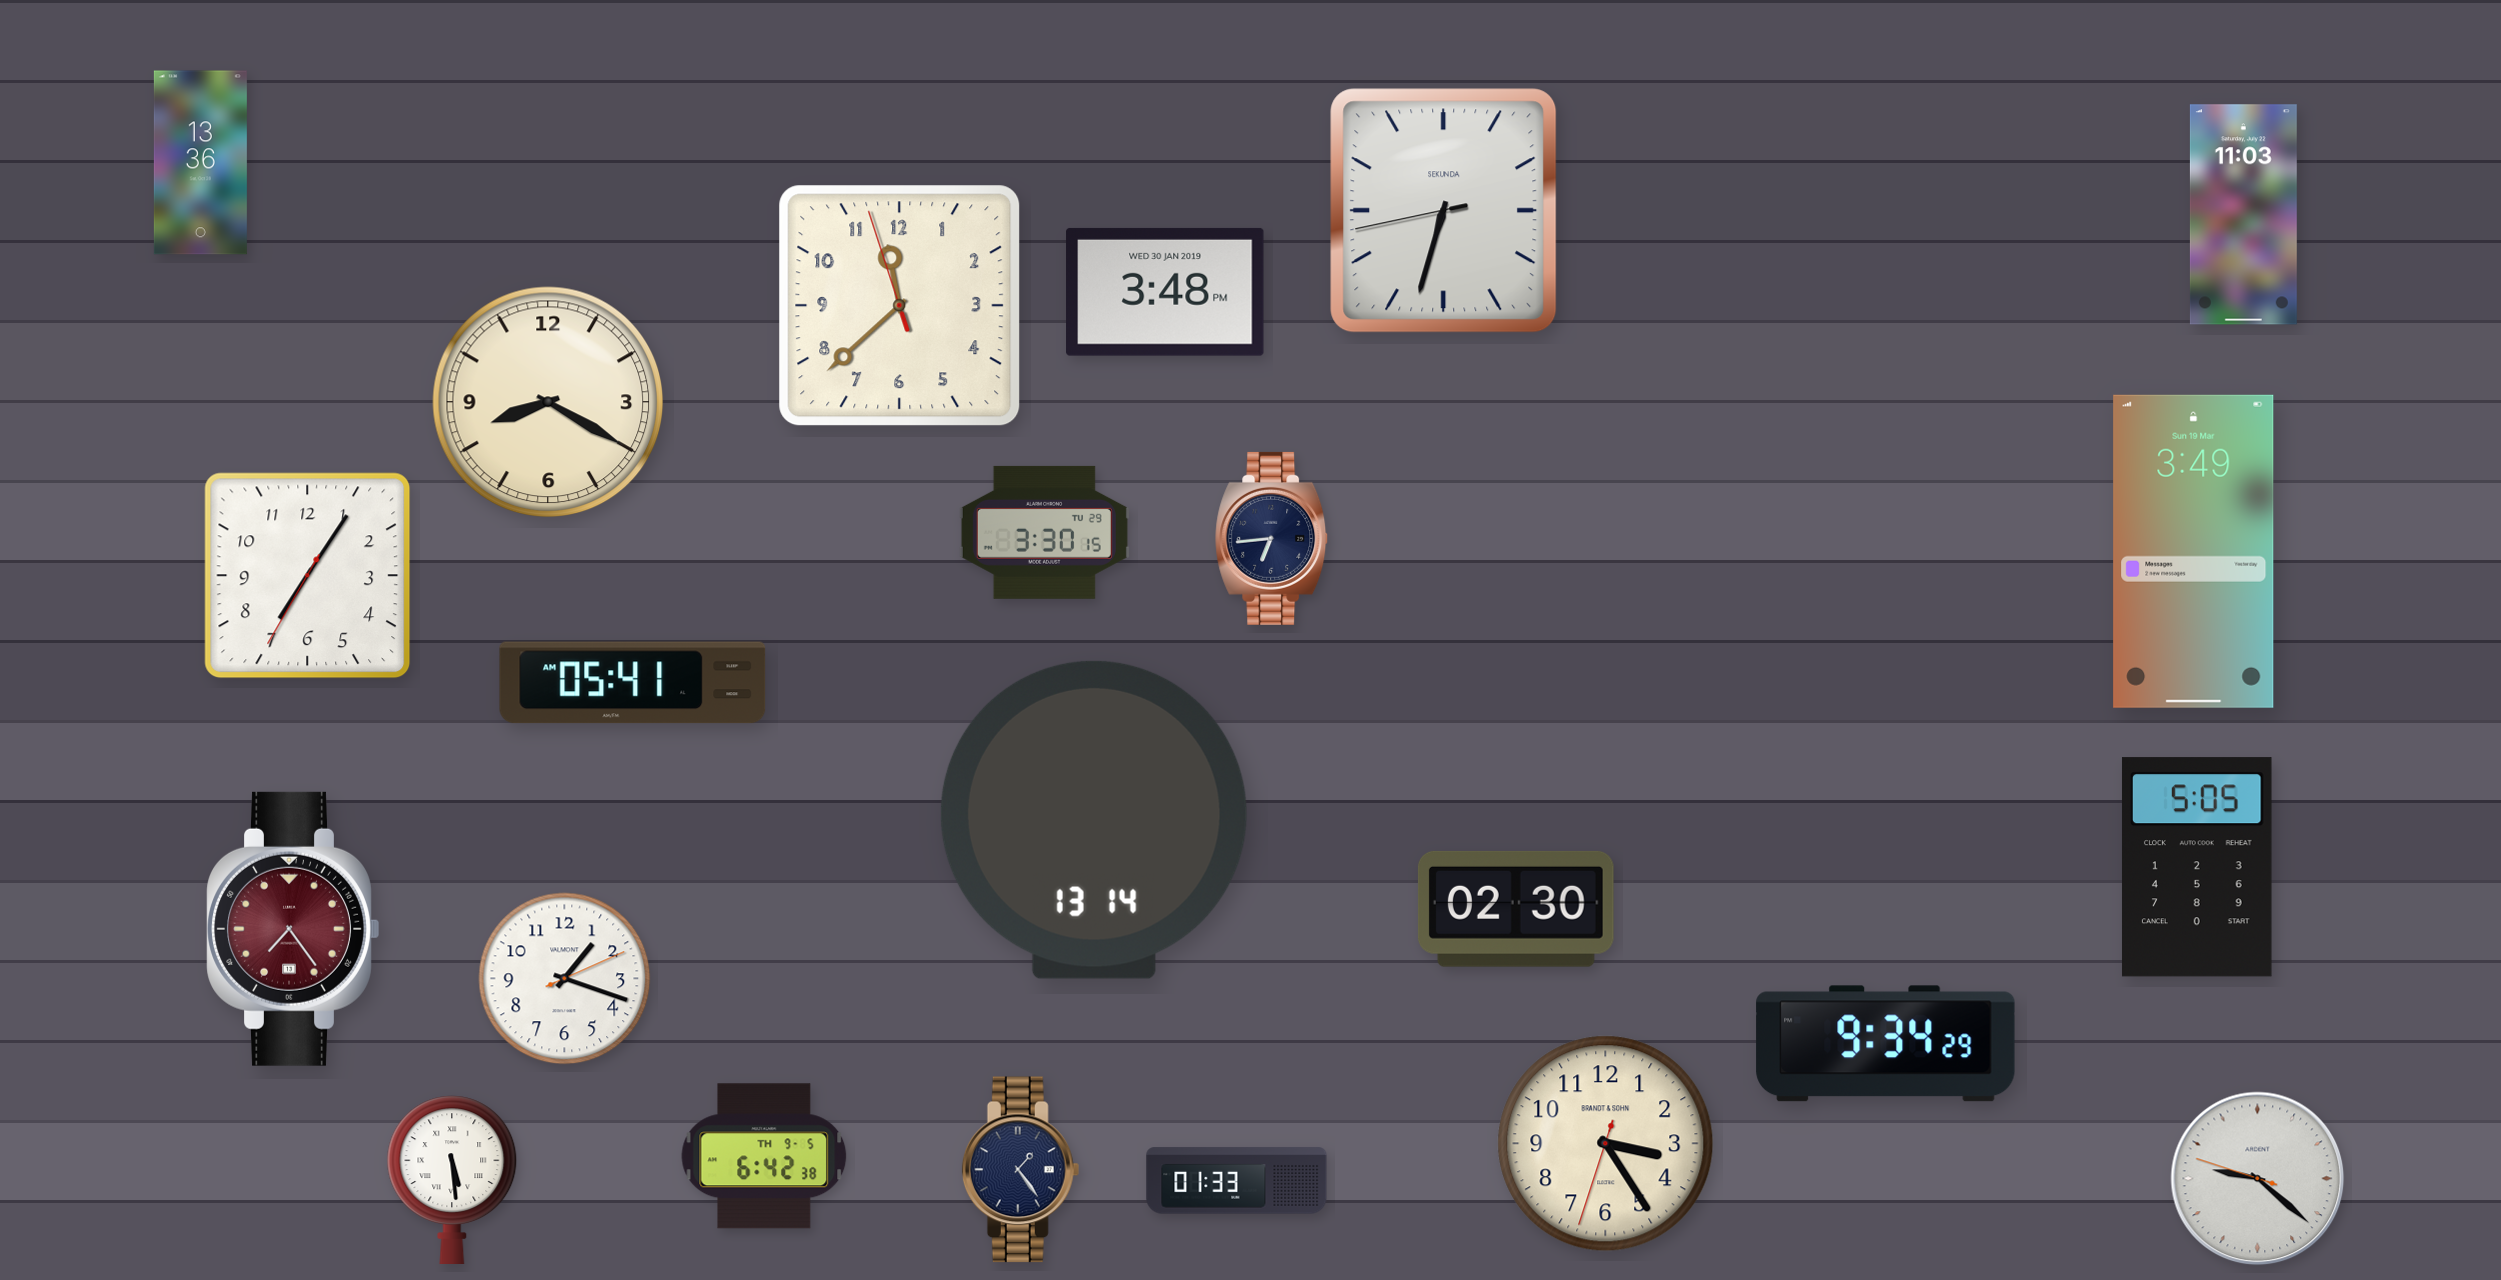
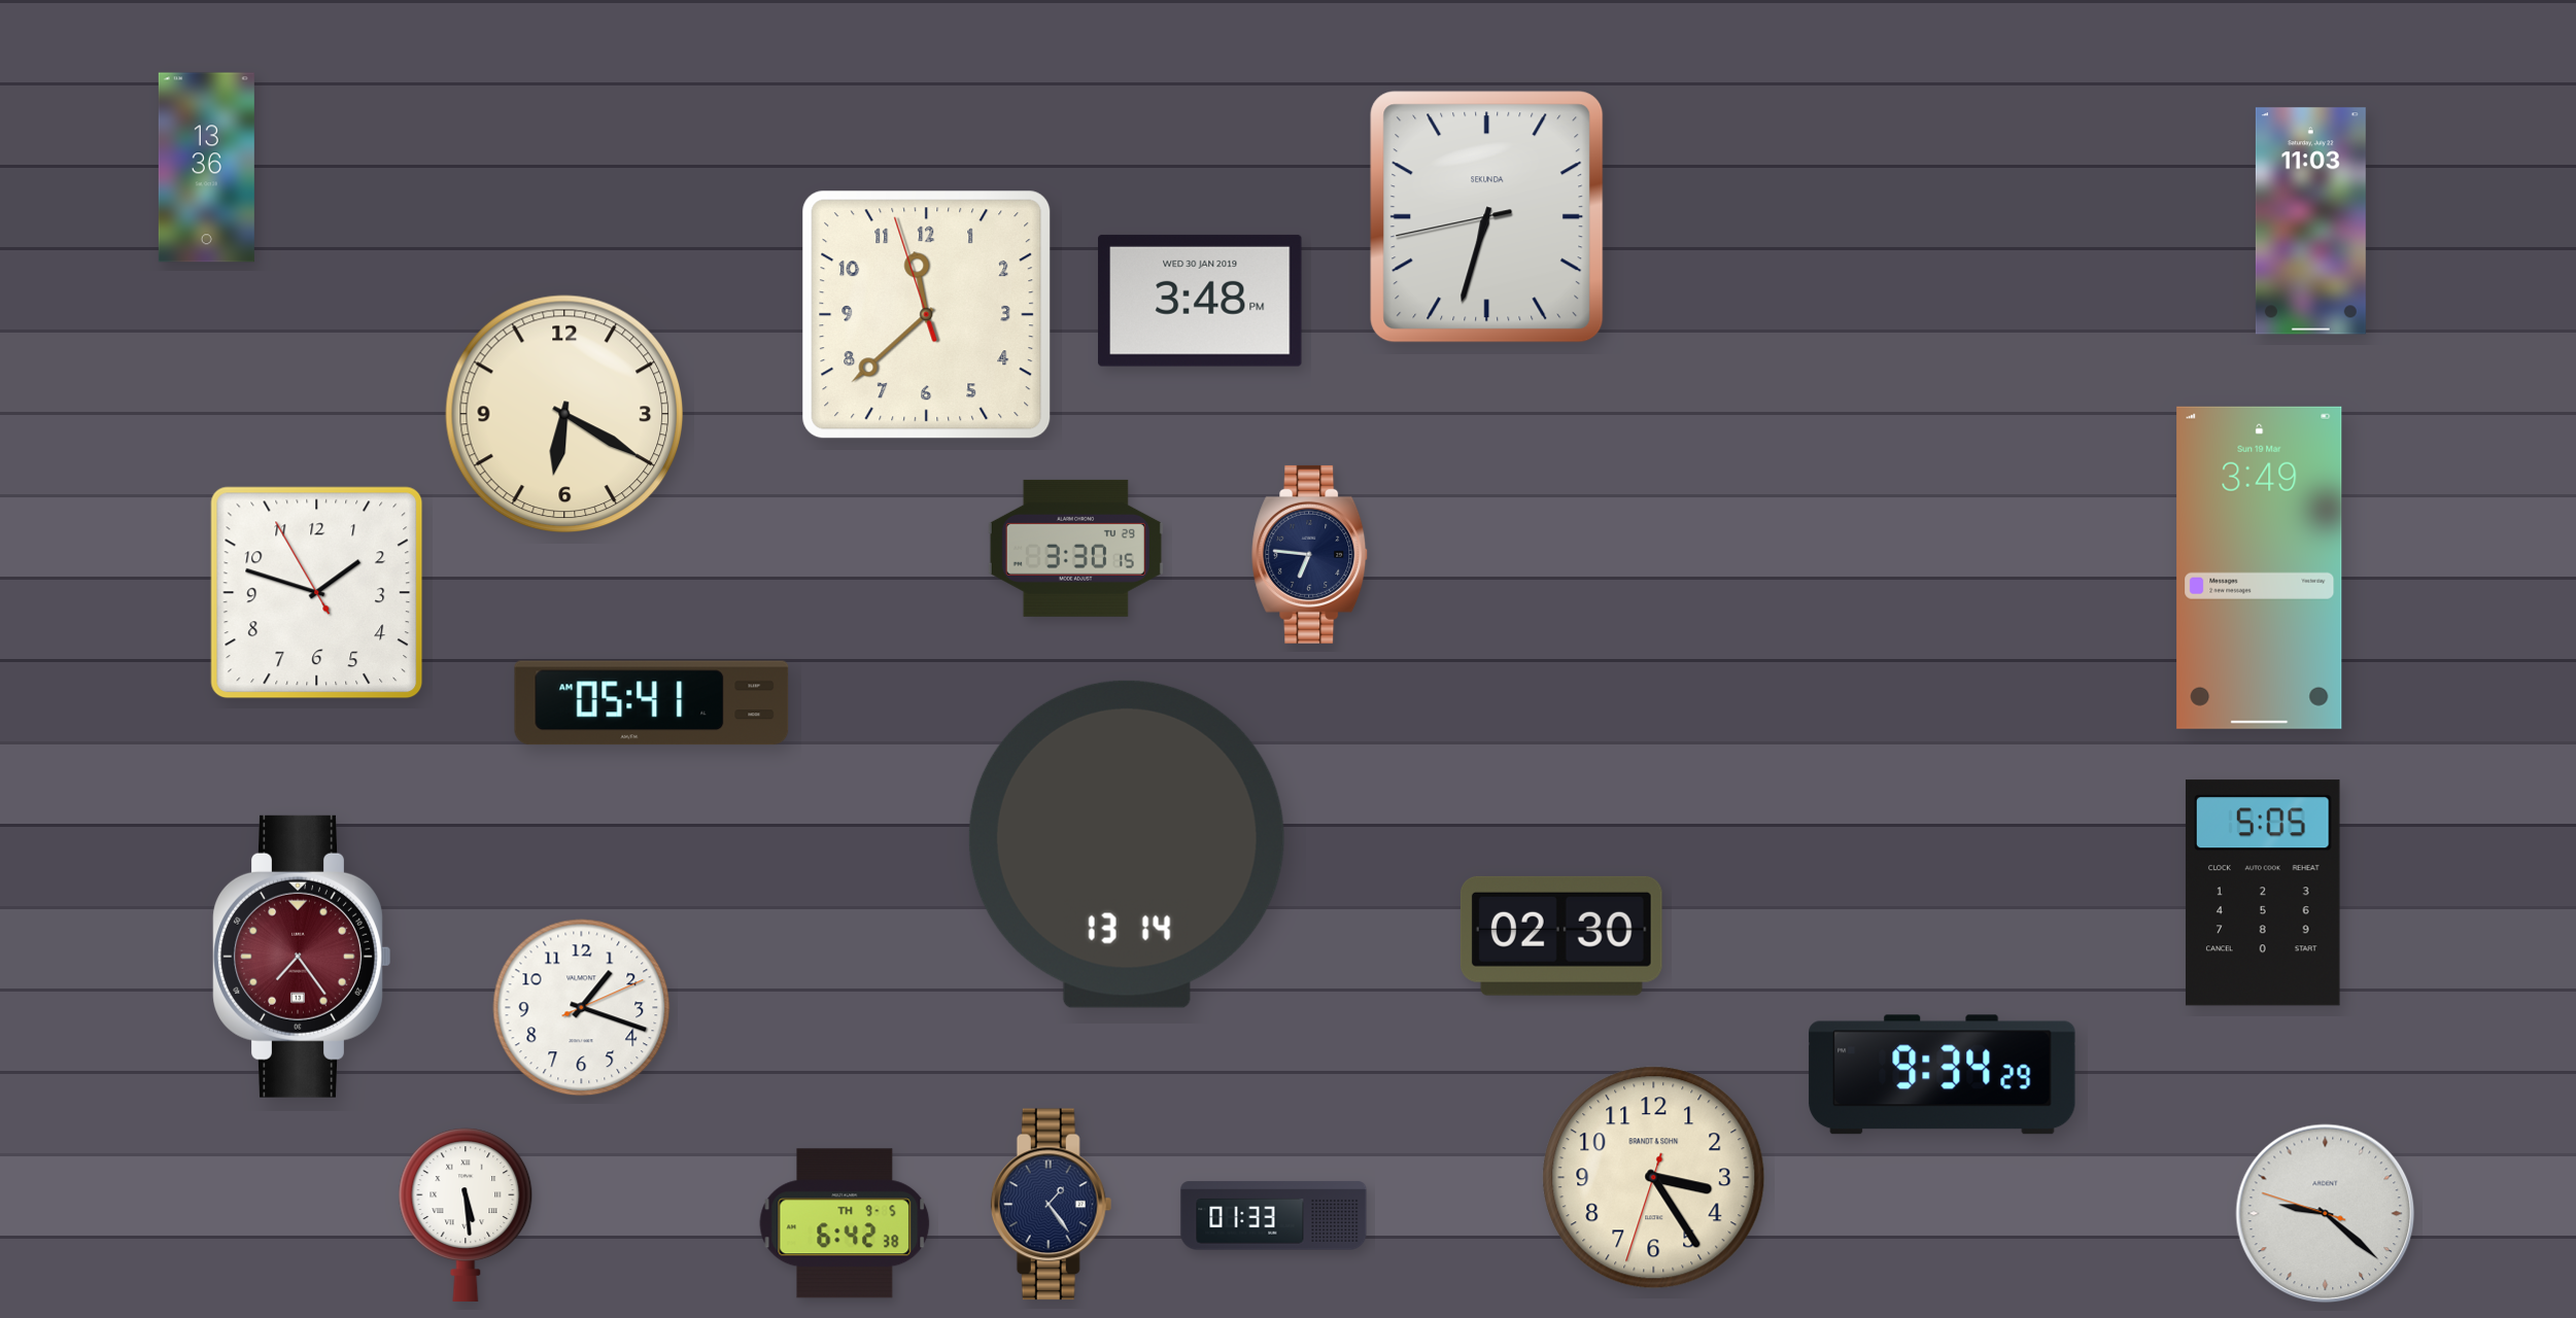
clock at (548, 402): 8:20 -> 6:20
clock at (1272, 538): 6:44 -> 6:46
clock at (308, 576): 7:05 -> 1:47
clock at (764, 1156) position: (764, 1156) -> (845, 1223)
